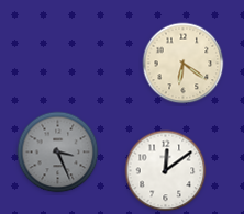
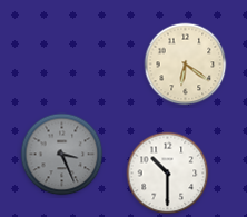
clock at (58, 153) position: (58, 153) -> (62, 155)
clock at (166, 171): 12:09 -> 10:30
